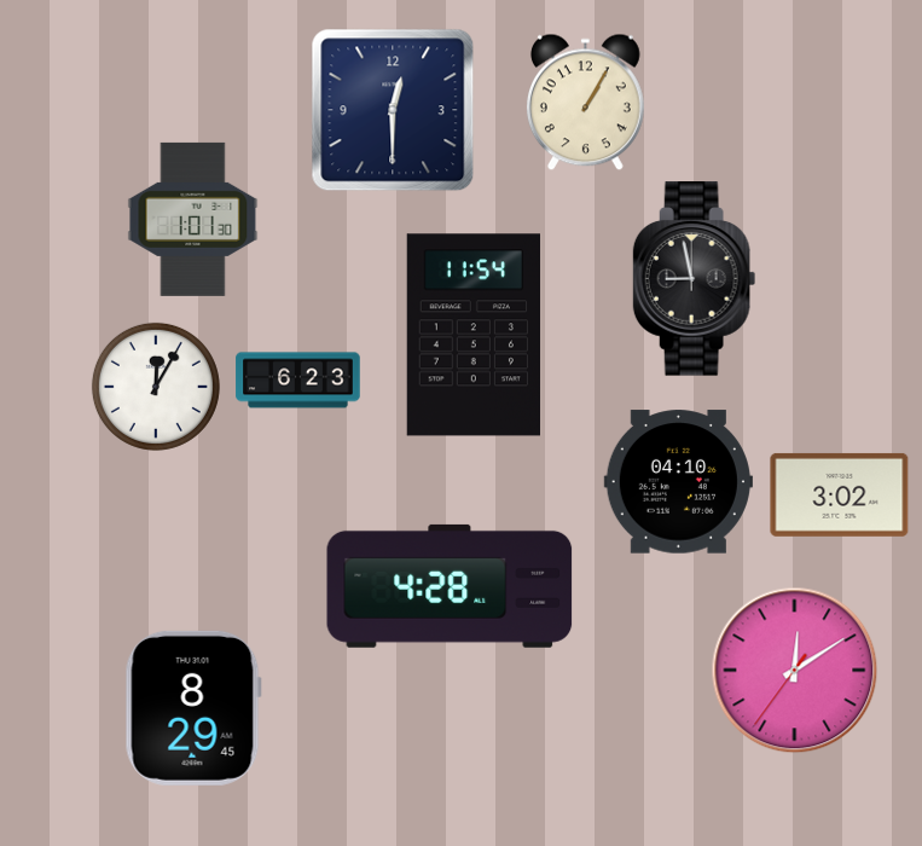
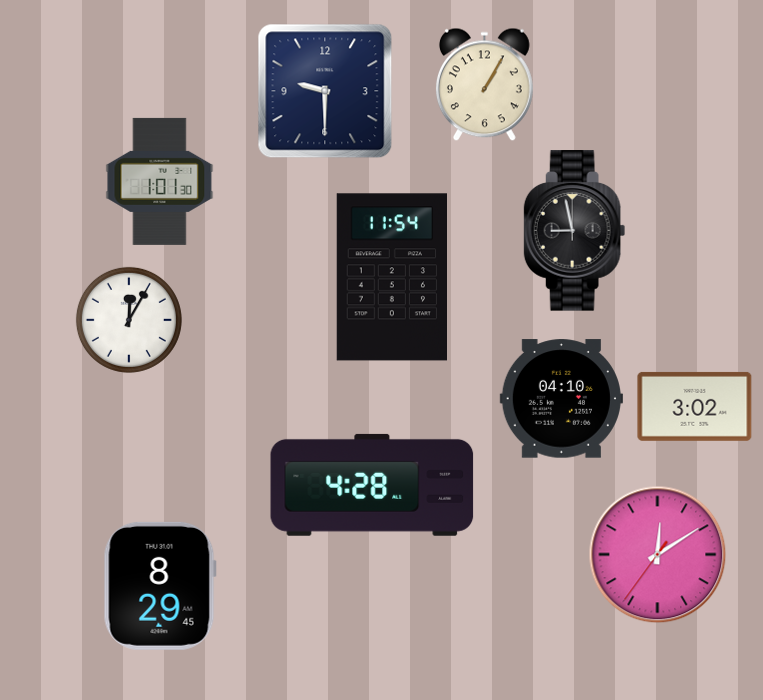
clock at (393, 110): 12:30 -> 9:30
clock at (298, 381): 6:23 -> none
clock at (840, 494) position: (840, 494) -> (695, 406)
